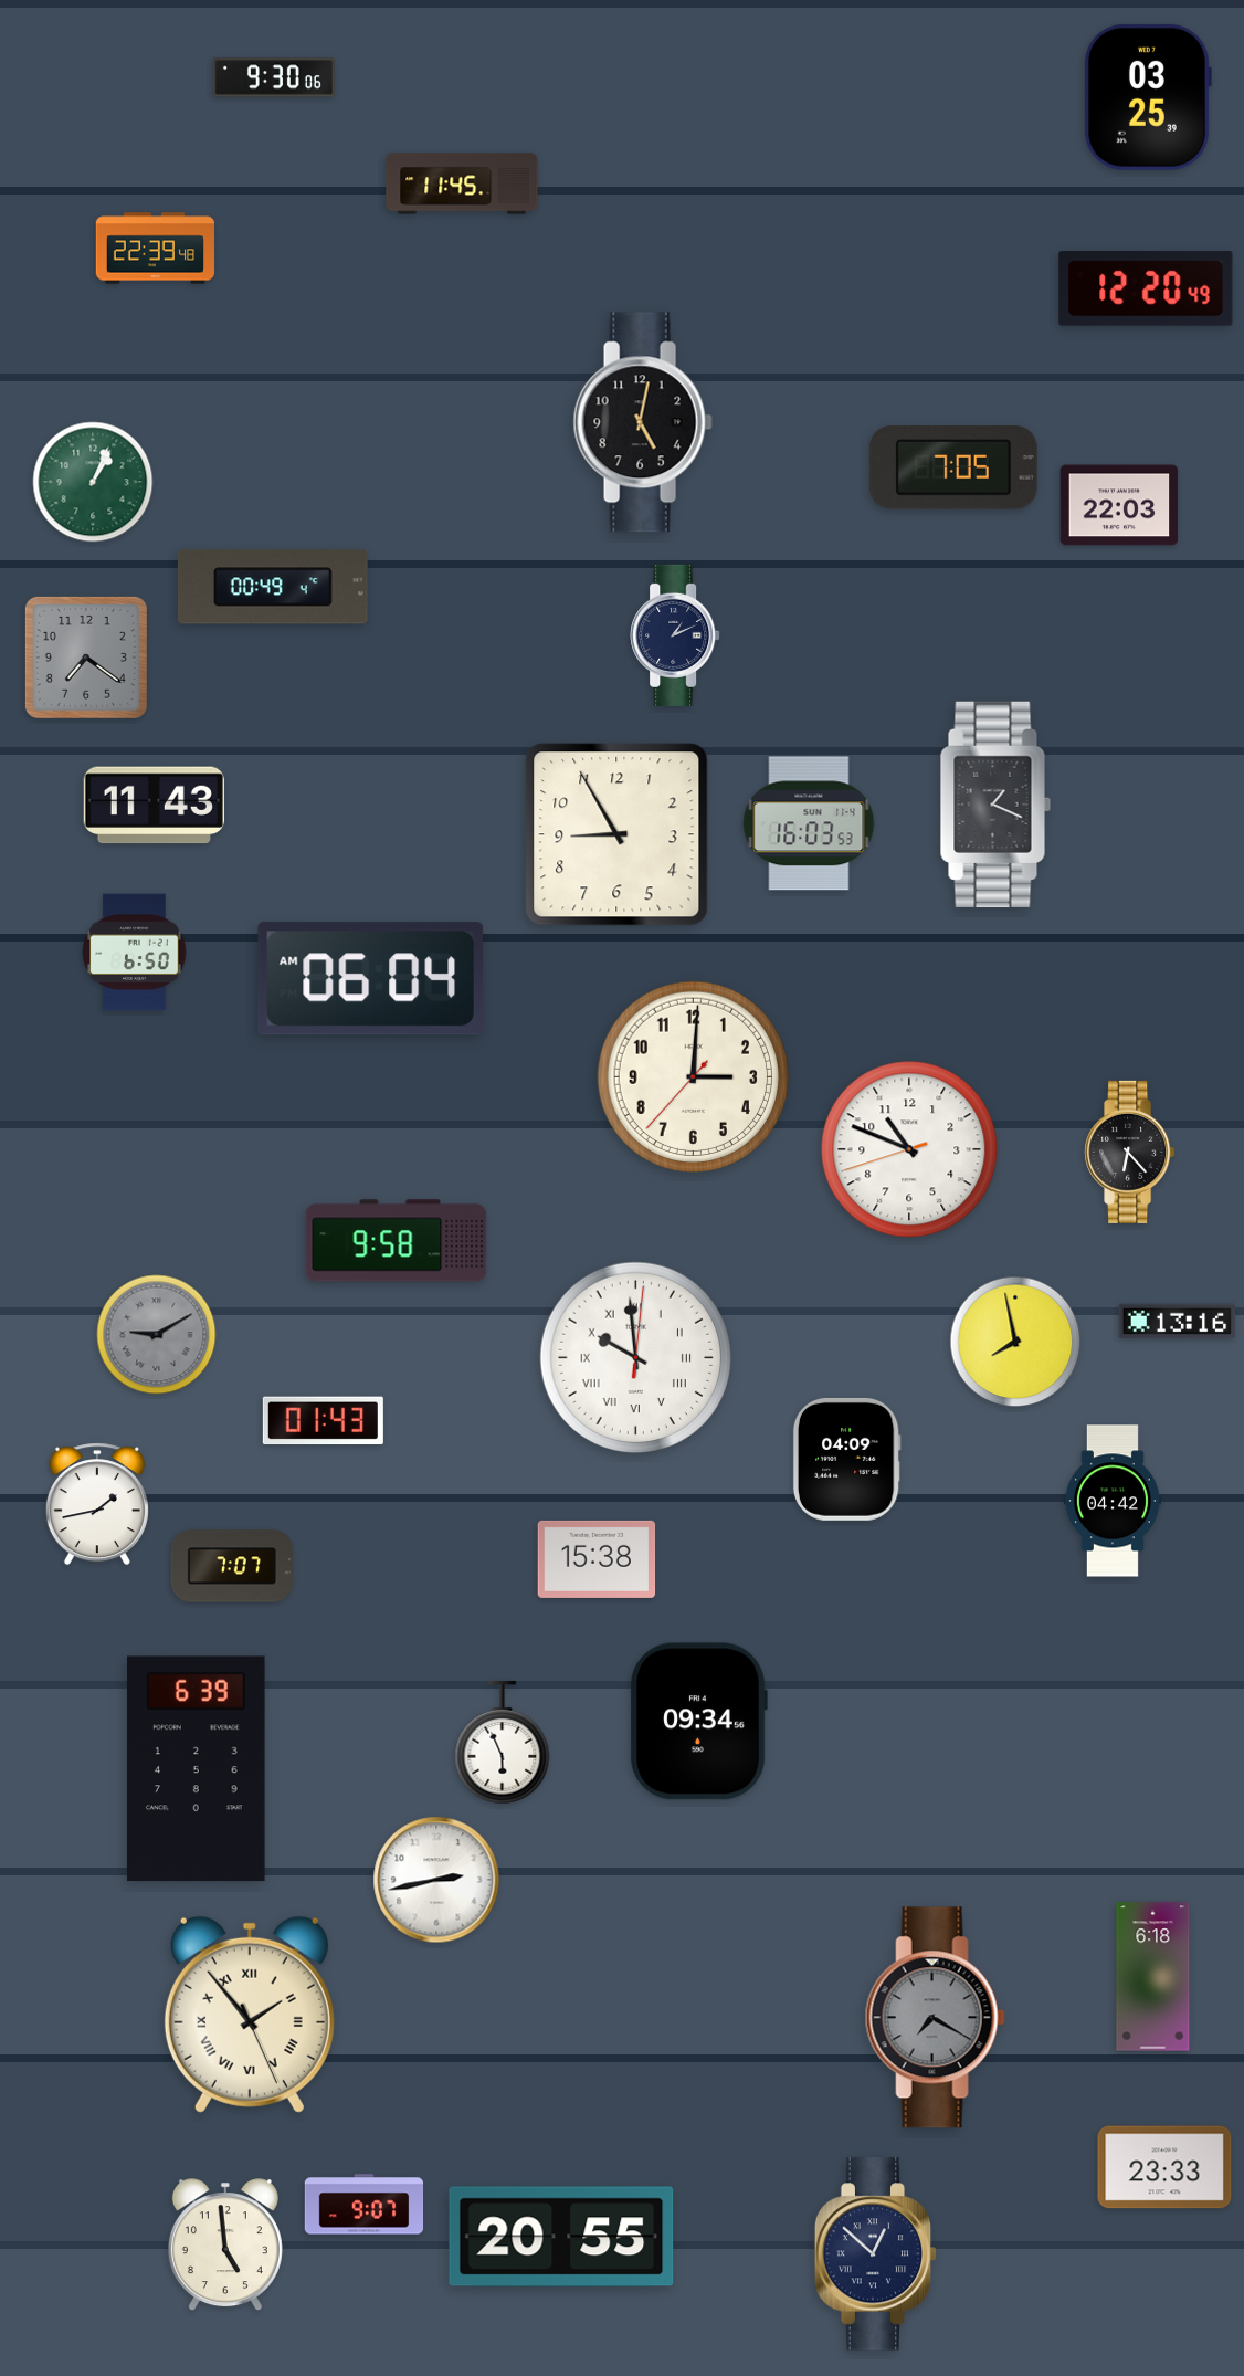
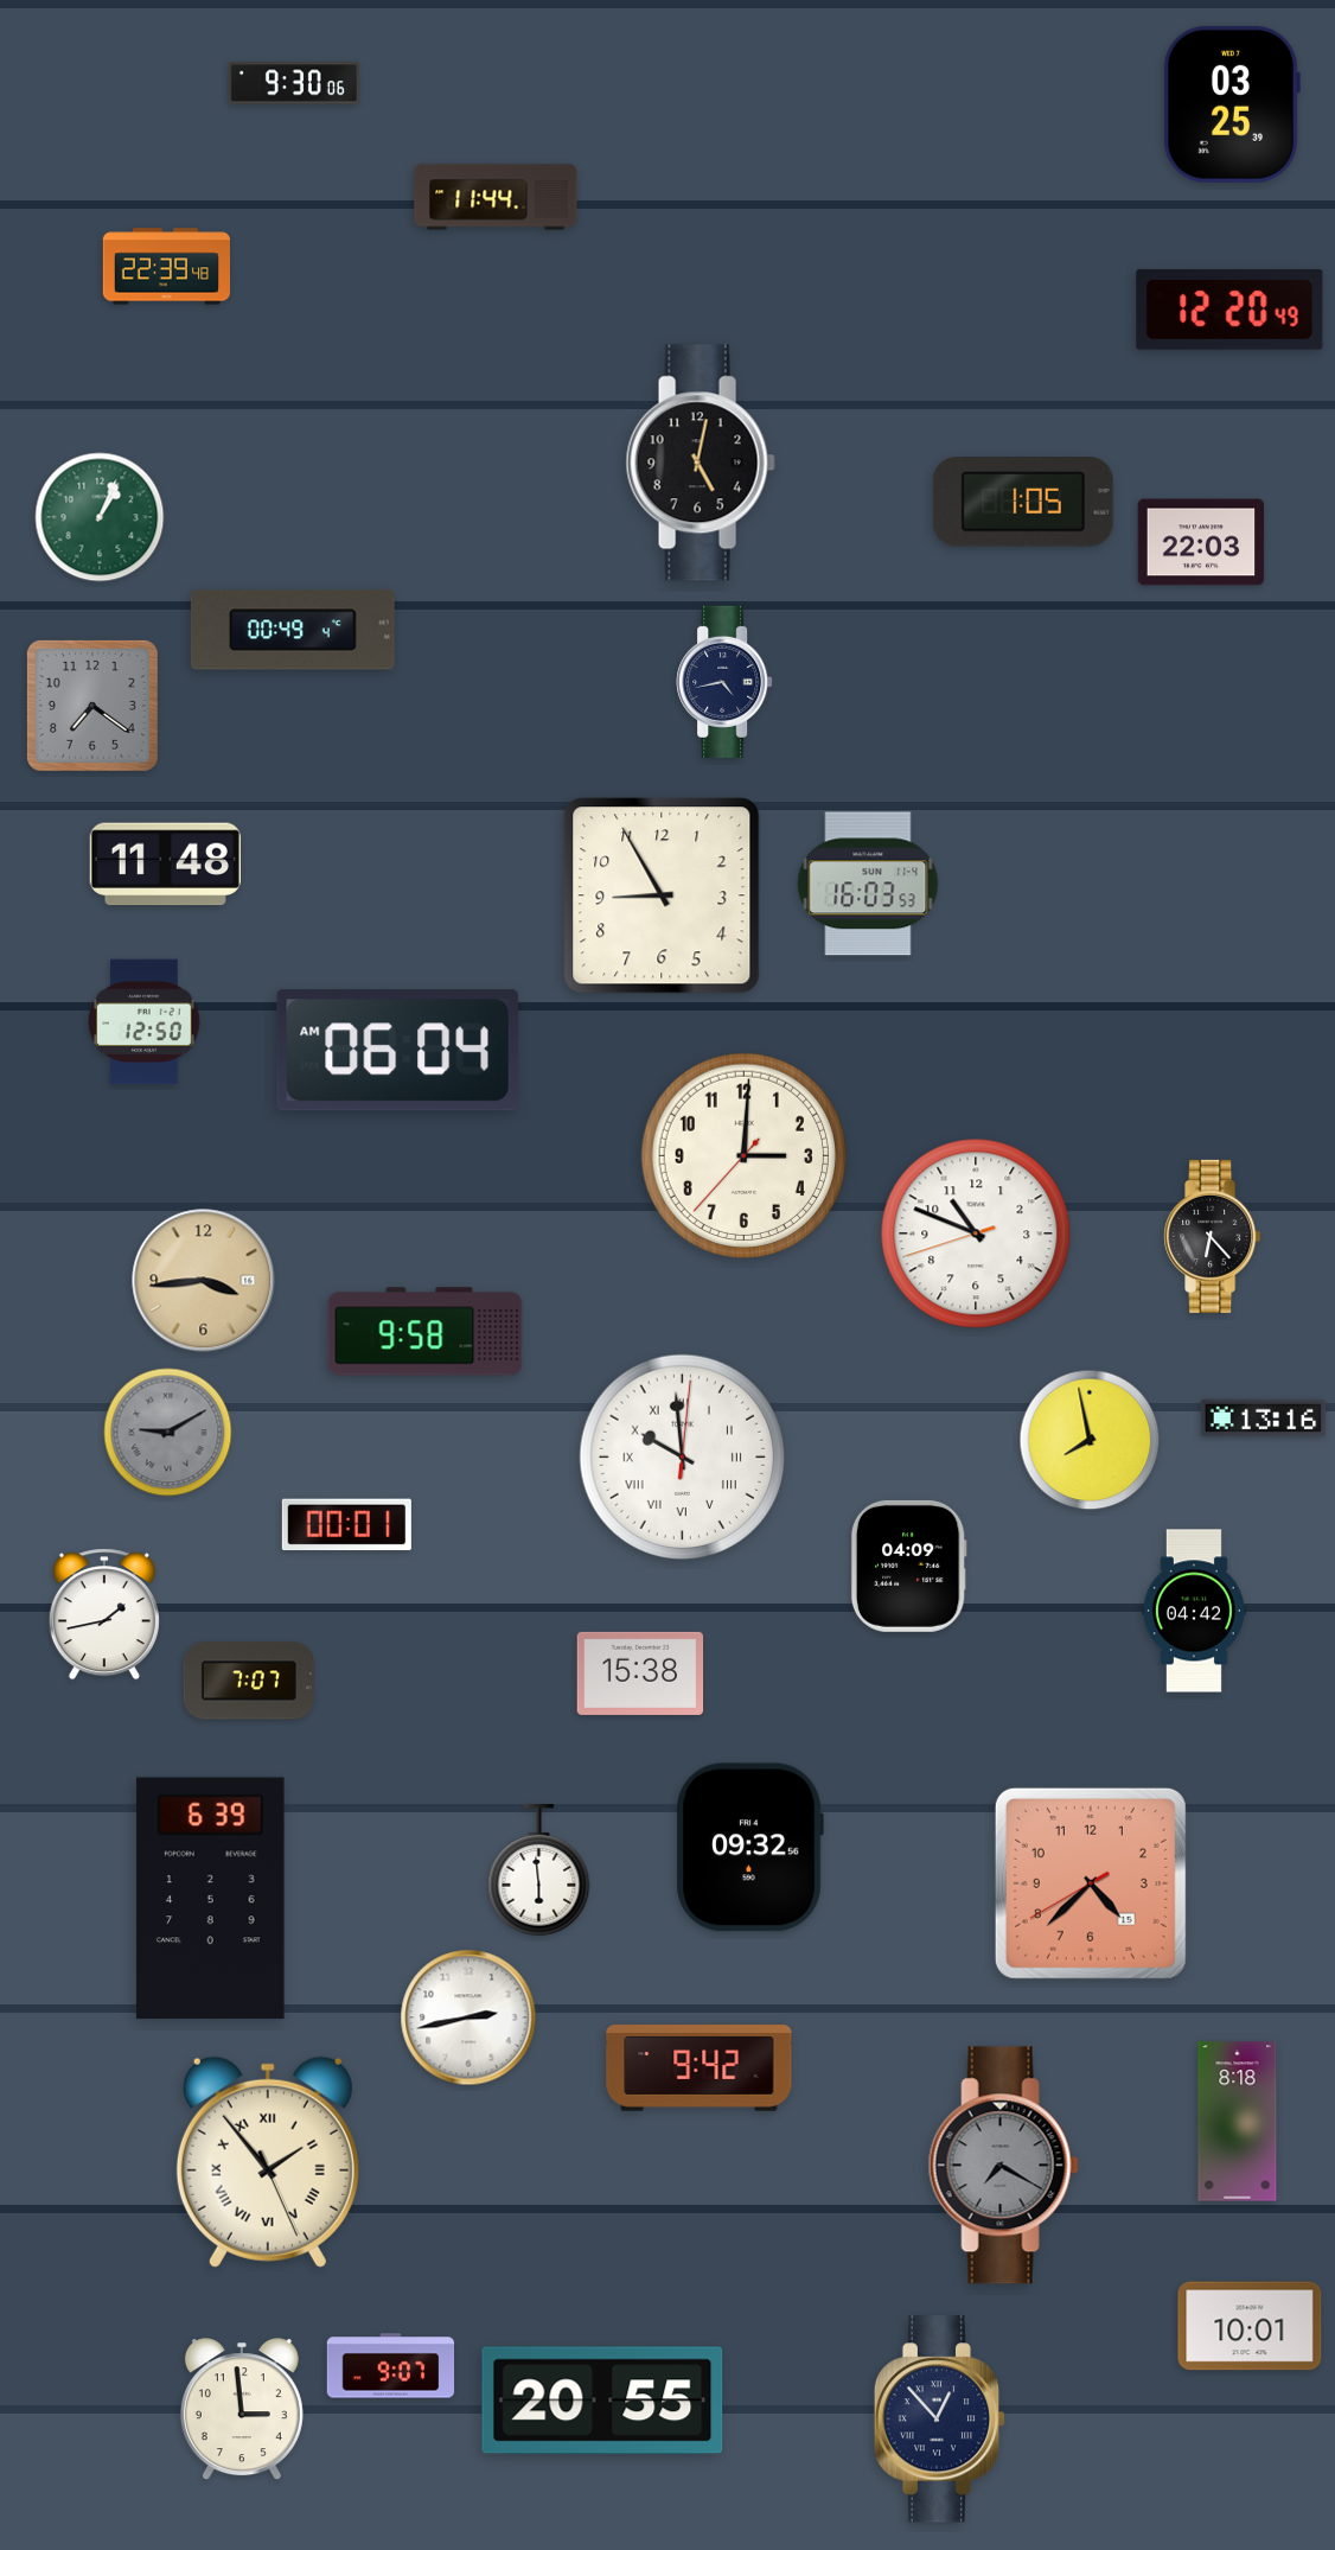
clock at (462, 183): 11:45 -> 11:44
clock at (643, 422) position: (643, 422) -> (701, 463)
clock at (953, 467): 7:05 -> 1:05
clock at (675, 635): 1:11 -> 4:43
clock at (995, 805): 1:19 -> none
clock at (154, 806): 11:43 -> 11:48
clock at (135, 953): 6:50 -> 12:50
clock at (204, 1281): none -> 3:44
clock at (323, 1421): 01:43 -> 00:01
clock at (698, 1722): 09:34 -> 09:32
clock at (503, 1743): 5:56 -> 5:59
clock at (1091, 1883): none -> 4:37
clock at (700, 2068): none -> 9:42
clock at (1153, 1977): 6:18 -> 8:18
clock at (1164, 2167): 23:33 -> 10:01
clock at (225, 2246): 4:59 -> 2:59
clock at (876, 2254): 12:52 -> 12:53
